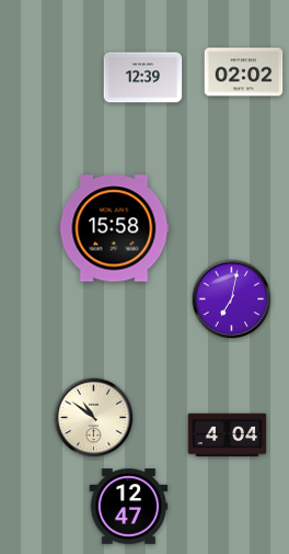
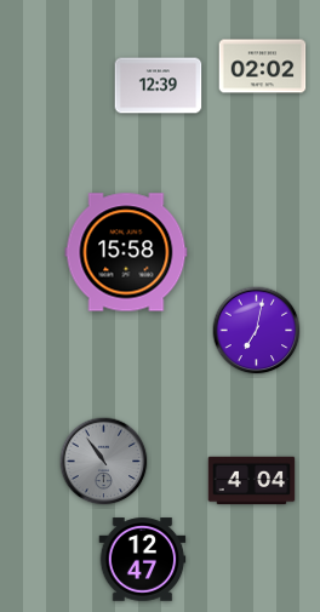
clock at (244, 72) position: (244, 72) -> (263, 67)
clock at (94, 418): 10:51 -> 10:54
clock at (94, 418) dial: cream -> grey
